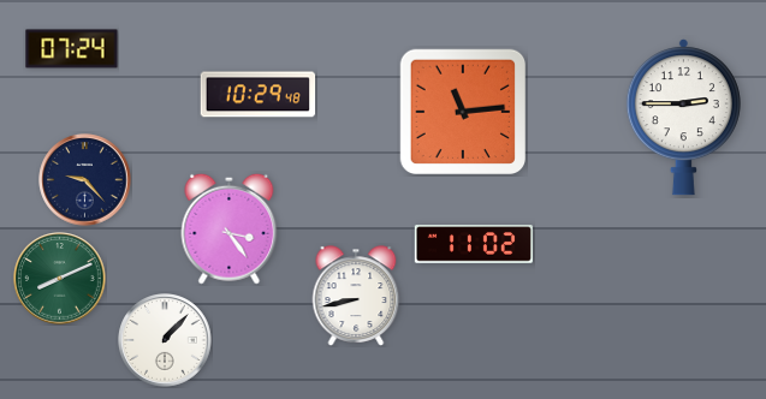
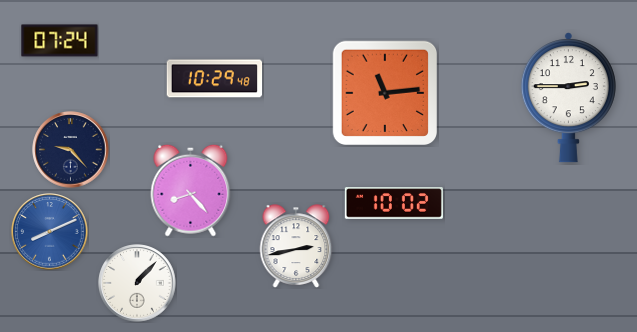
clock at (230, 228): 3:24 -> 8:23
clock at (474, 244): 11:02 -> 10:02
clock at (60, 279) dial: green -> blue
clock at (356, 296): 8:43 -> 2:43
